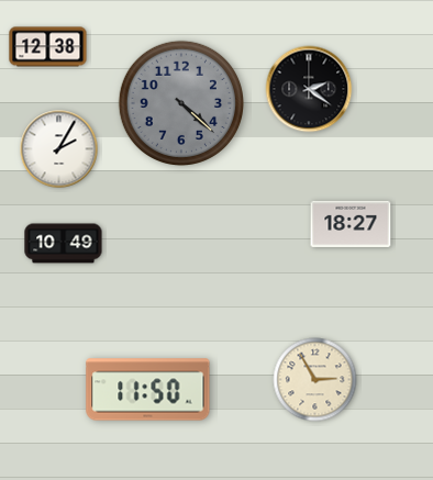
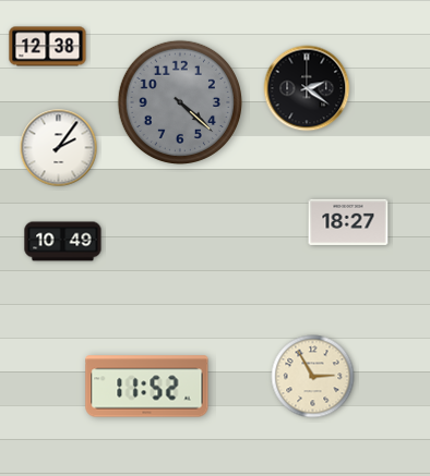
clock at (59, 149): 2:05 -> 2:06
clock at (148, 390): 11:50 -> 11:52
